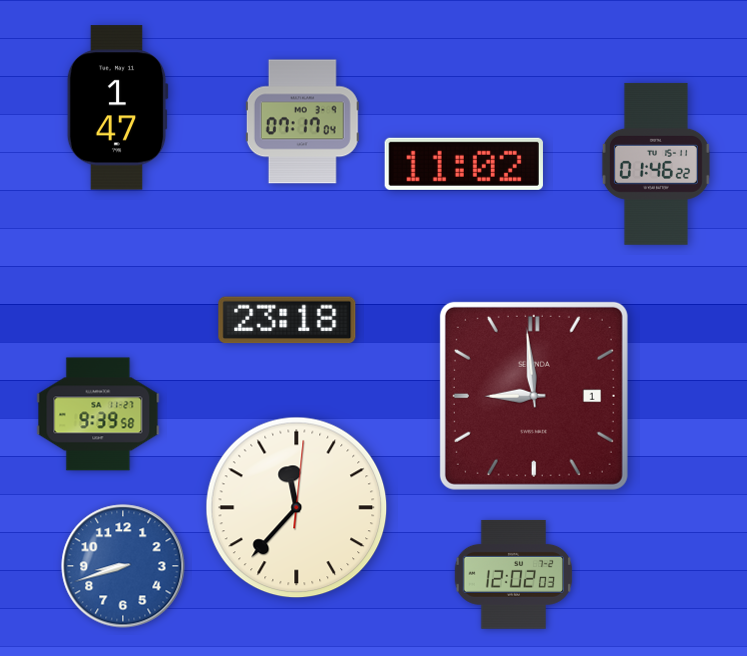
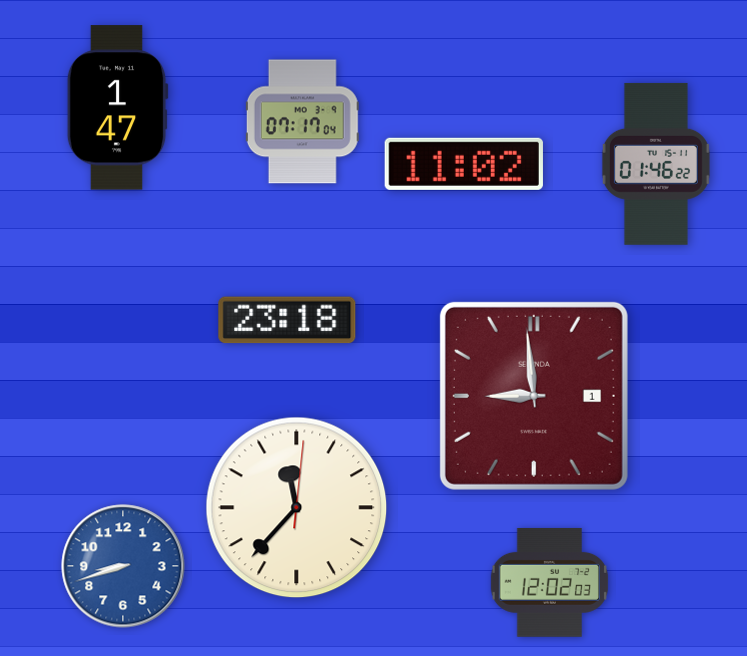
clock at (98, 414): 9:39 -> none
clock at (513, 574) position: (513, 574) -> (549, 582)
